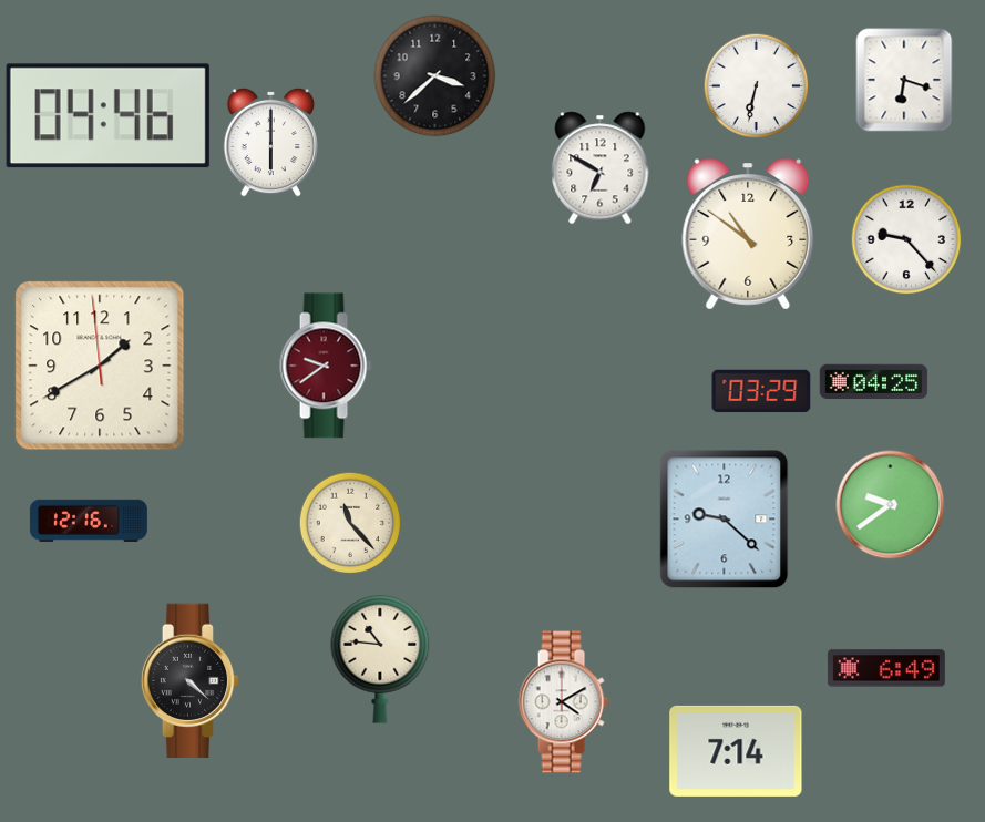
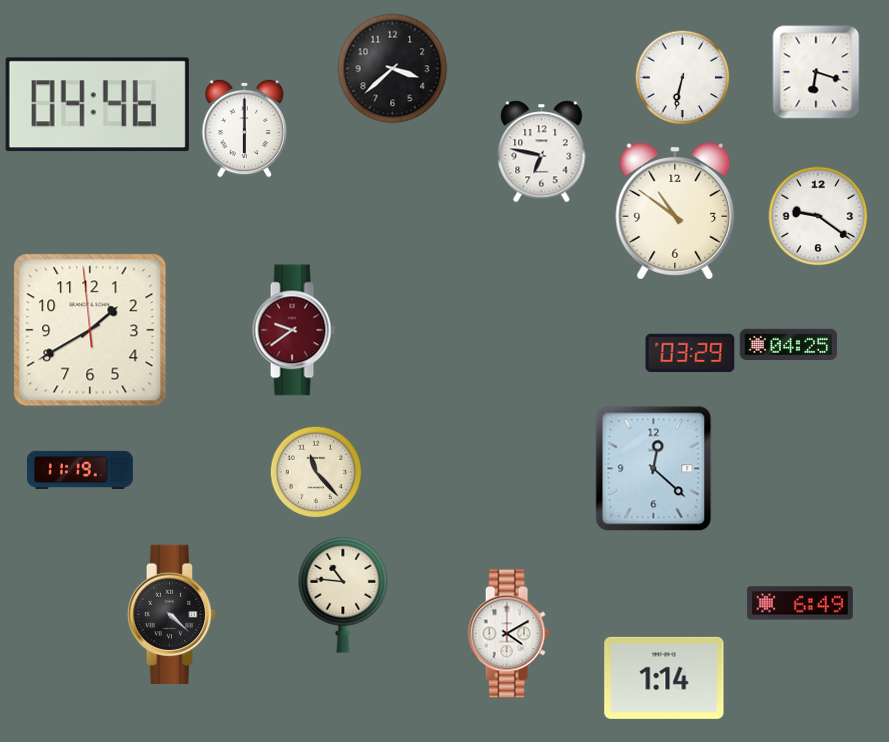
clock at (601, 168): 6:50 -> 6:47
clock at (906, 239): 9:23 -> 9:21
clock at (761, 391) position: (761, 391) -> (690, 353)
clock at (891, 505): 9:39 -> none
clock at (725, 520): 9:22 -> 12:22
clock at (89, 521): 12:16 -> 11:19
clock at (736, 751): 7:14 -> 1:14
